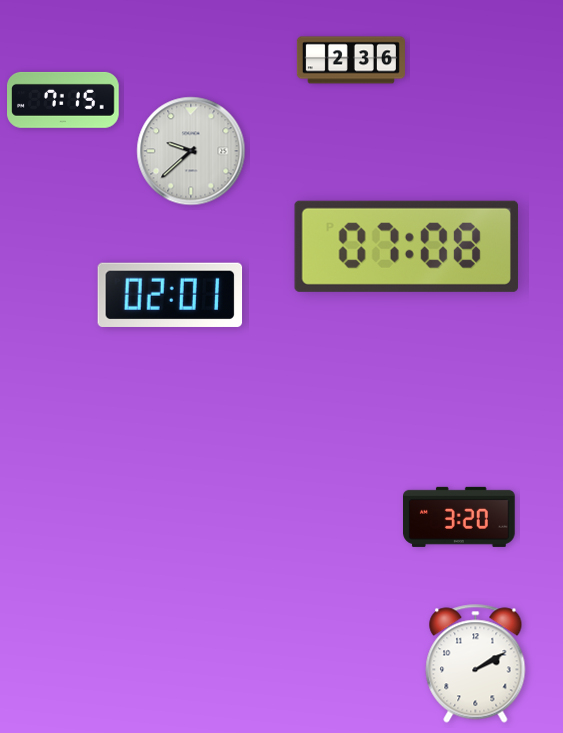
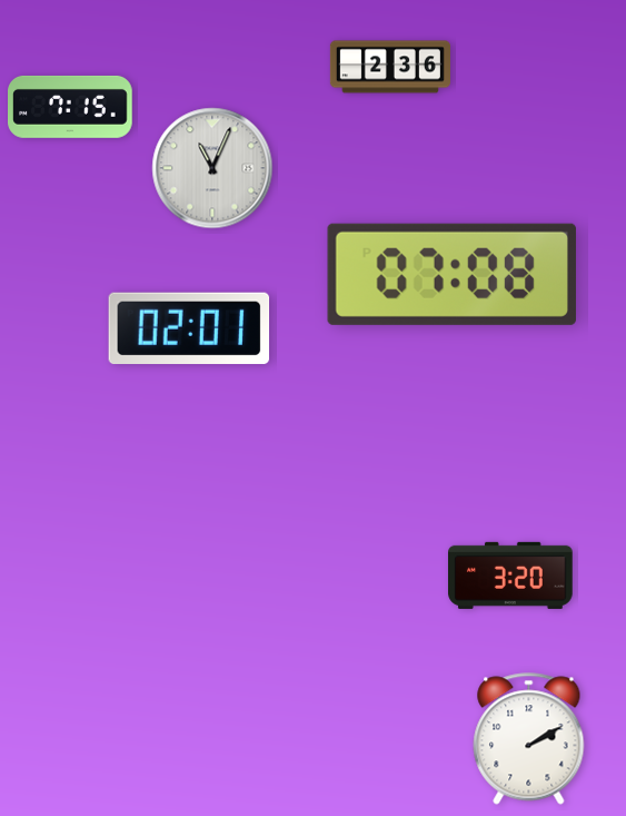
clock at (63, 100) position: (63, 100) -> (70, 107)
clock at (191, 151): 9:38 -> 11:04
